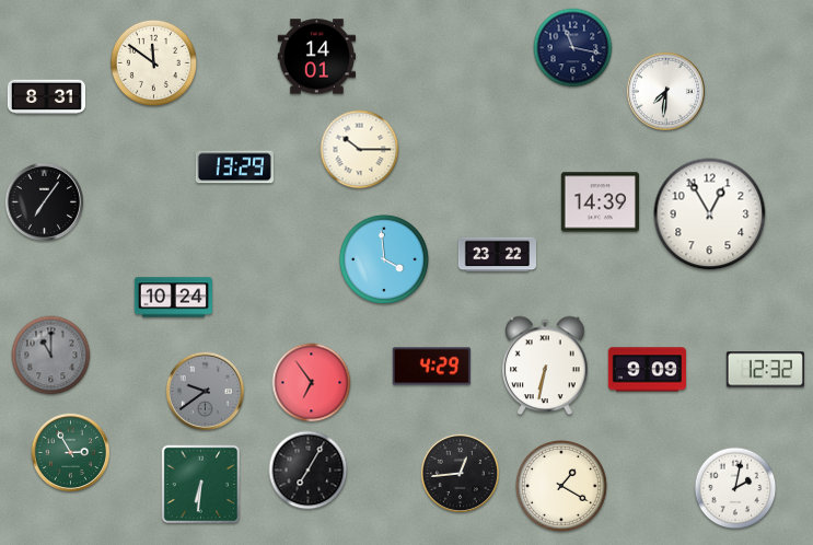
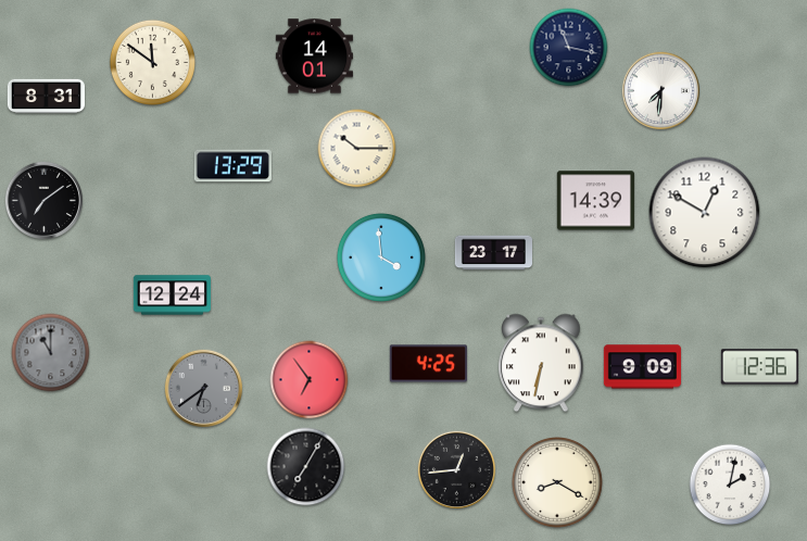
clock at (44, 201): 7:06 -> 7:09
clock at (710, 214): 12:55 -> 12:50
clock at (497, 255): 23:22 -> 23:17
clock at (173, 298): 10:24 -> 12:24
clock at (431, 367): 4:29 -> 4:25
clock at (765, 370): 12:32 -> 12:36
clock at (205, 391): 9:39 -> 6:39
clock at (70, 452): 2:55 -> none
clock at (201, 485): 6:31 -> none
clock at (562, 487): 1:20 -> 8:20
